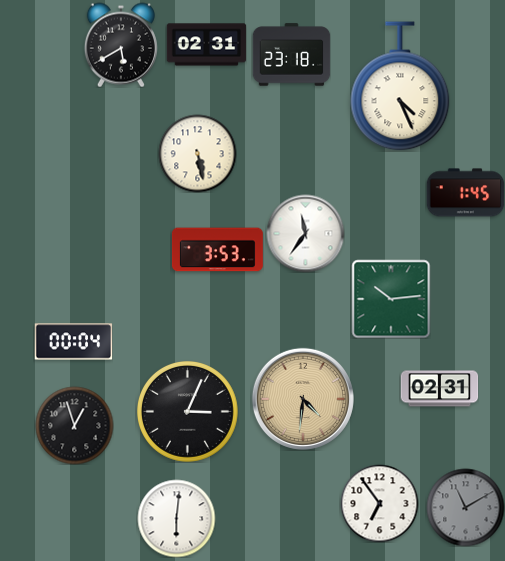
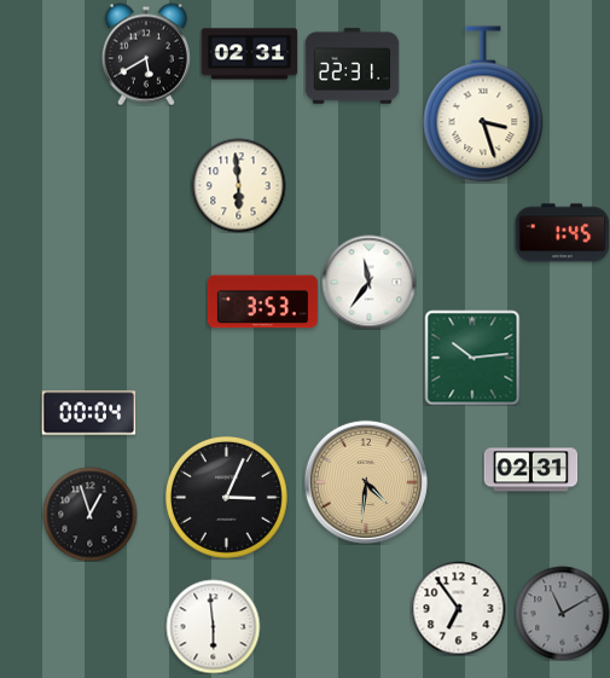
clock at (291, 55): 23:18 -> 22:31
clock at (400, 86): 4:26 -> 3:27
clock at (197, 153): 5:28 -> 5:59
clock at (391, 299) position: (391, 299) -> (472, 358)
clock at (176, 518): 6:01 -> 5:59
